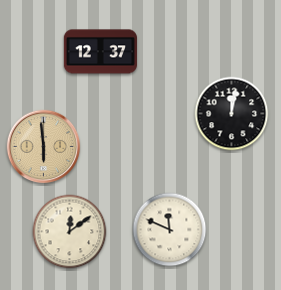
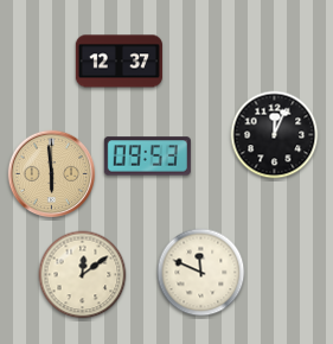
clock at (232, 114): 12:02 -> 12:04
clock at (147, 157): none -> 09:53
